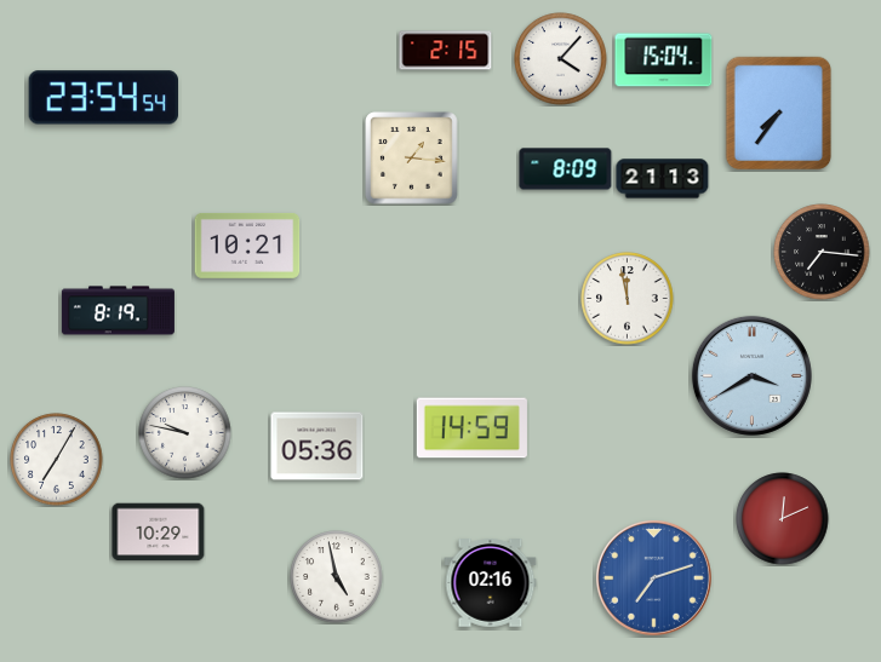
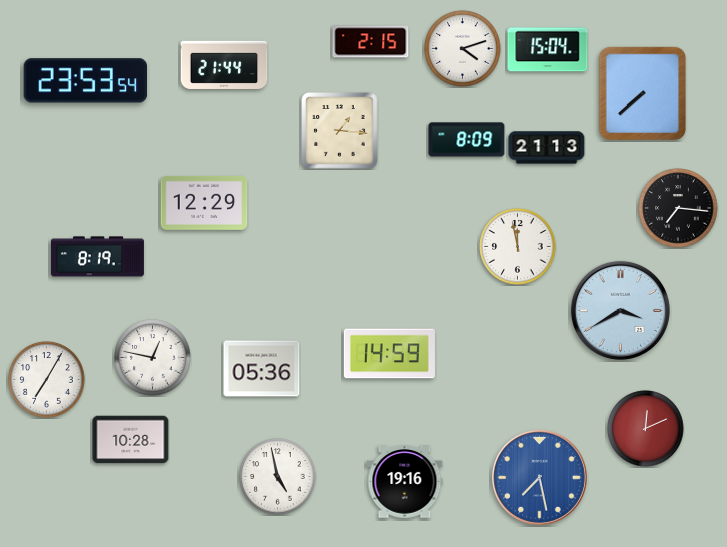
clock at (446, 51) position: (446, 51) -> (371, 42)
clock at (561, 59): 4:07 -> 4:12
clock at (224, 64): none -> 21:44
clock at (104, 98): 23:54 -> 23:53
clock at (779, 114): 7:36 -> 7:38
clock at (247, 246): 10:21 -> 12:29
clock at (185, 433): 9:47 -> 12:47
clock at (159, 533): 10:29 -> 10:28
clock at (653, 577): 7:12 -> 7:28
clock at (491, 583): 02:16 -> 19:16
